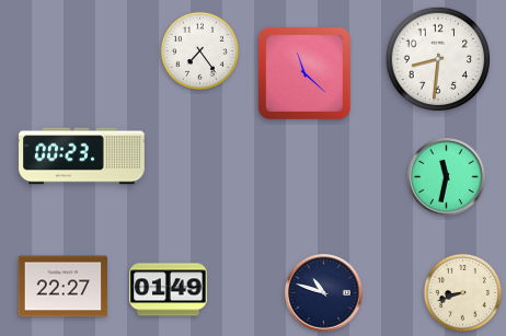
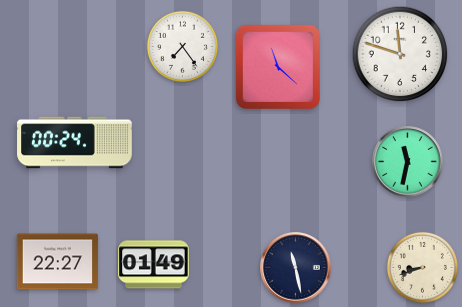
clock at (438, 59): 8:31 -> 11:48
clock at (82, 157): 00:23 -> 00:24
clock at (324, 293): 10:48 -> 11:28
